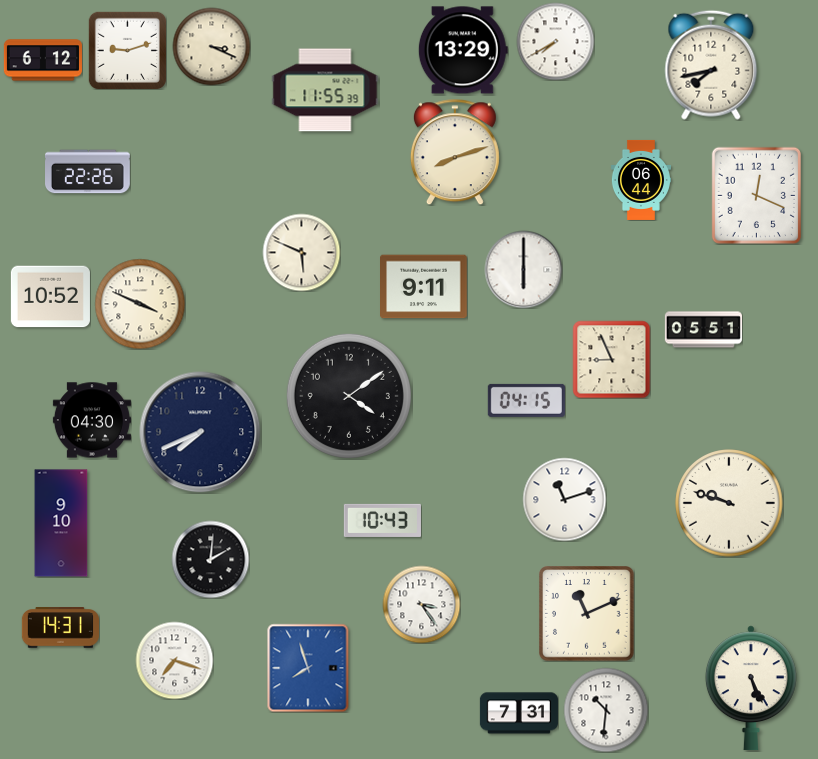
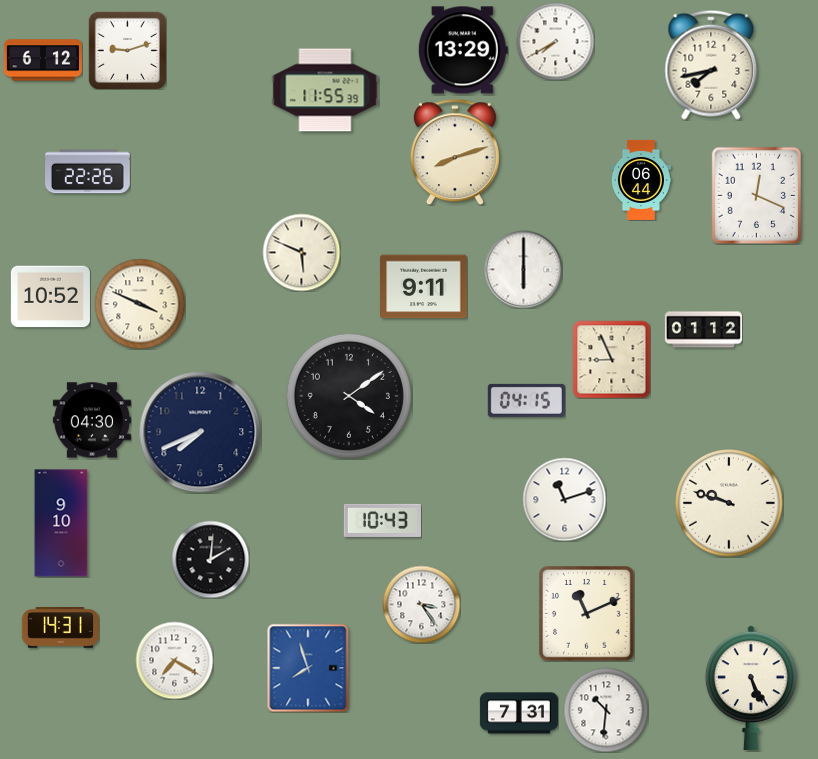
clock at (211, 46): 3:19 -> none
clock at (703, 330): 05:51 -> 01:12
clock at (174, 660): 7:18 -> 7:20
